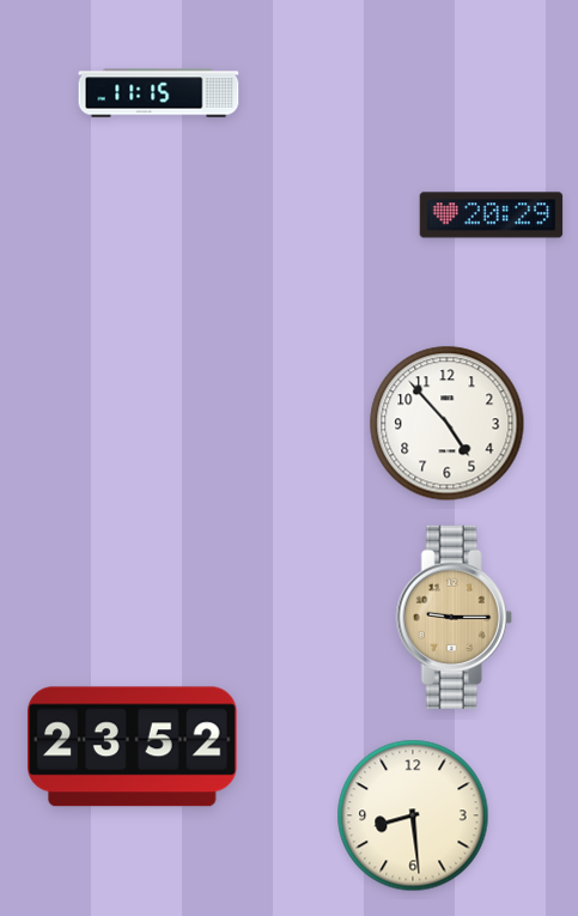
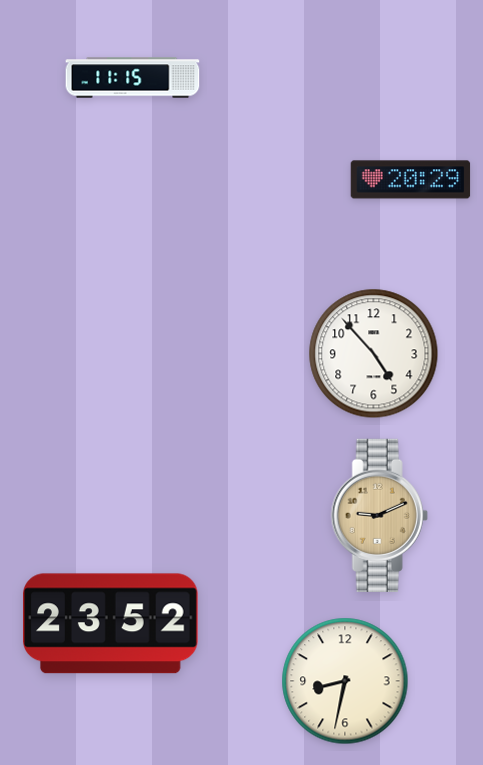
clock at (454, 617): 9:15 -> 9:11
clock at (413, 815): 8:29 -> 8:32
